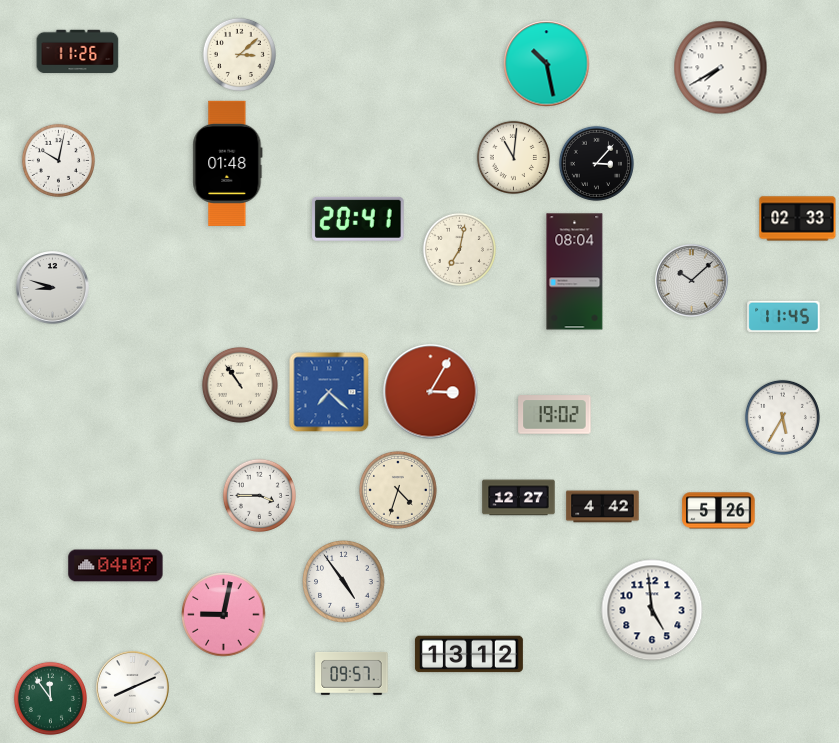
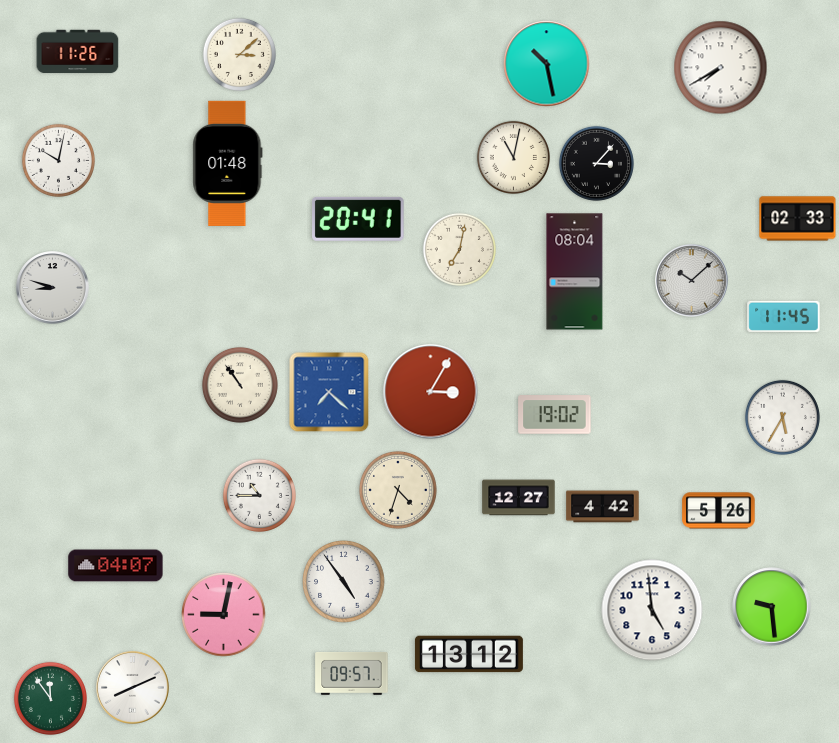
clock at (513, 157): 11:01 -> 11:02
clock at (259, 495): 3:45 -> 10:45
clock at (772, 607): none -> 9:29
